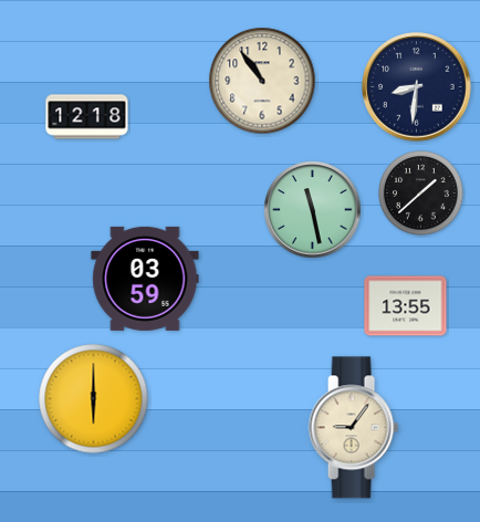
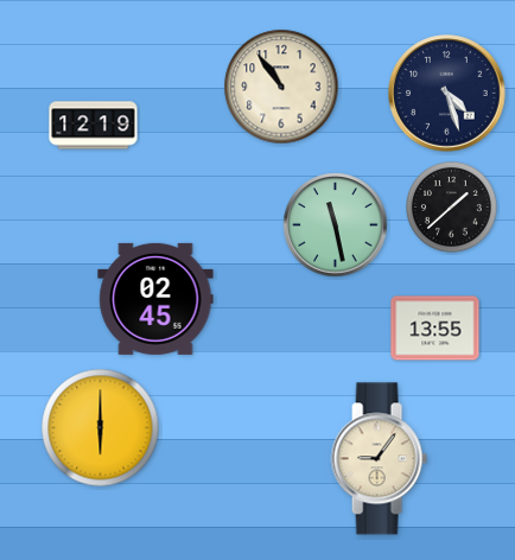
clock at (417, 87): 8:31 -> 4:27
clock at (87, 117): 12:18 -> 12:19
clock at (145, 279): 03:59 -> 02:45
